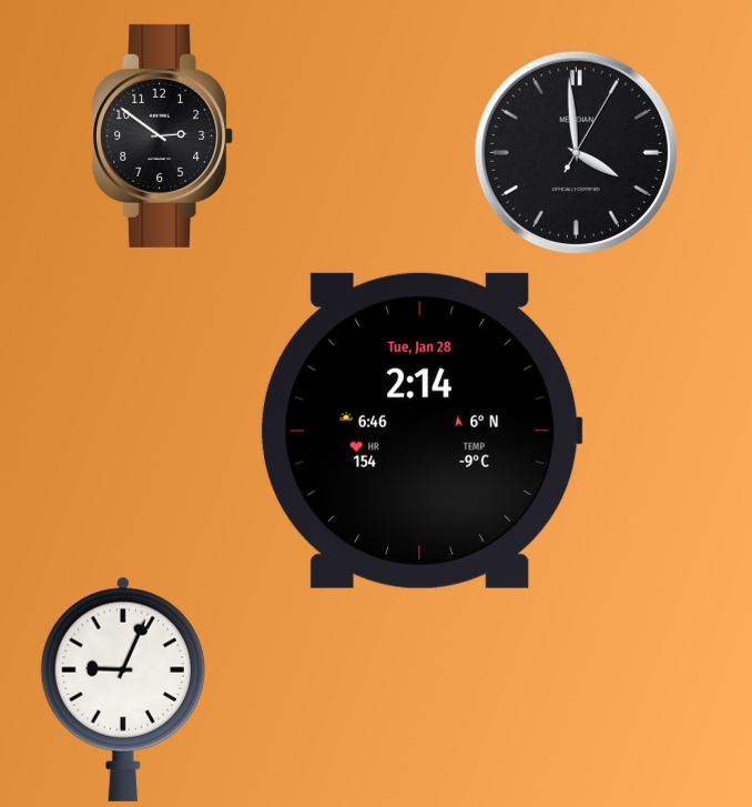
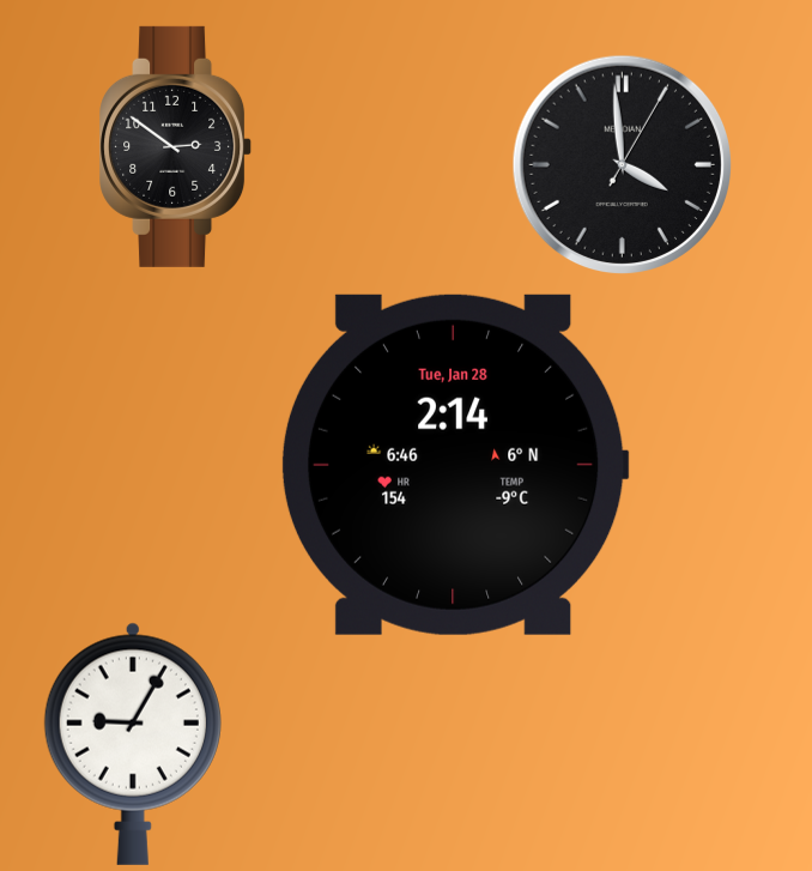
clock at (123, 689): 9:04 -> 9:05
